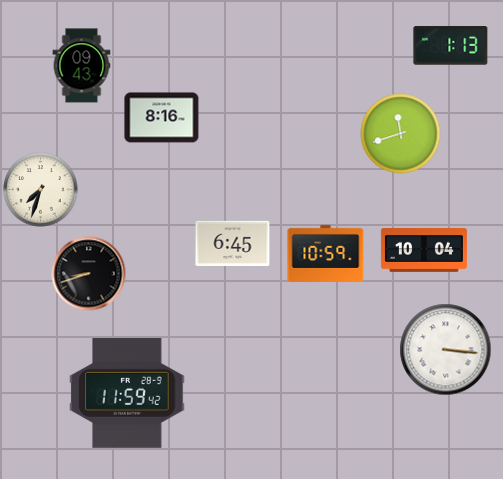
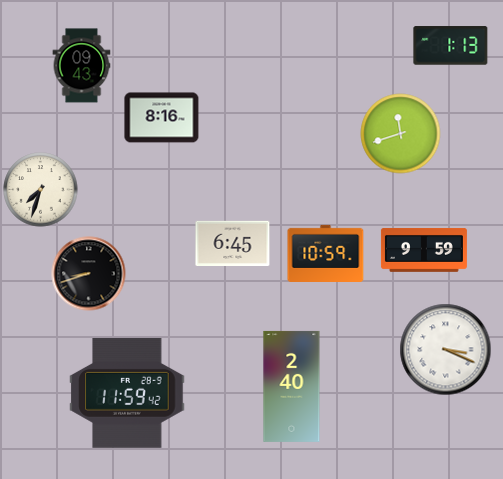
clock at (424, 251): 10:04 -> 9:59
clock at (446, 350): 3:16 -> 3:19
clock at (292, 386): none -> 2:40
